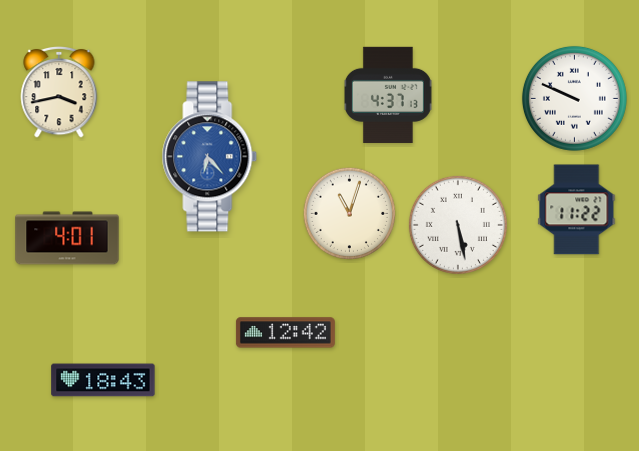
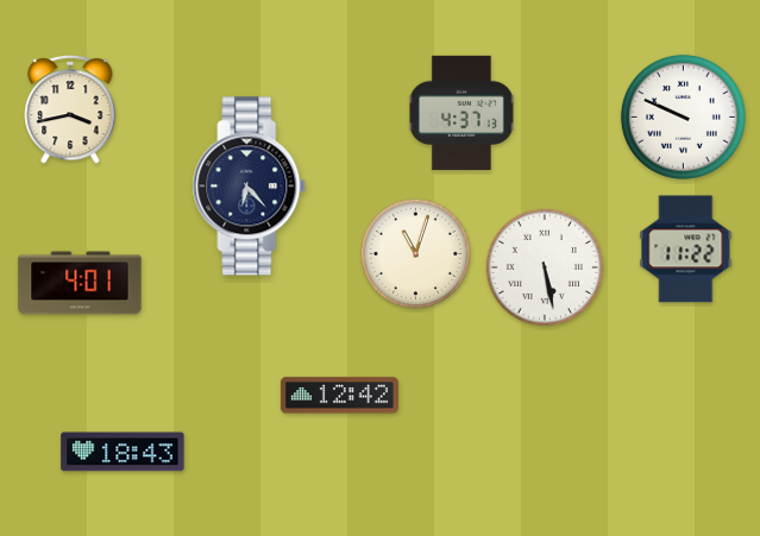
clock at (210, 157) dial: blue -> navy
